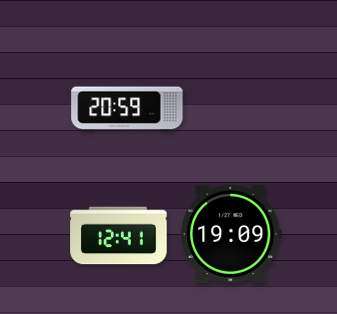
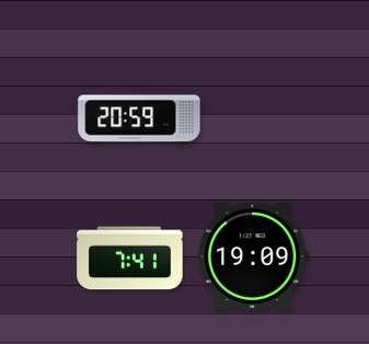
clock at (119, 236): 12:41 -> 7:41
